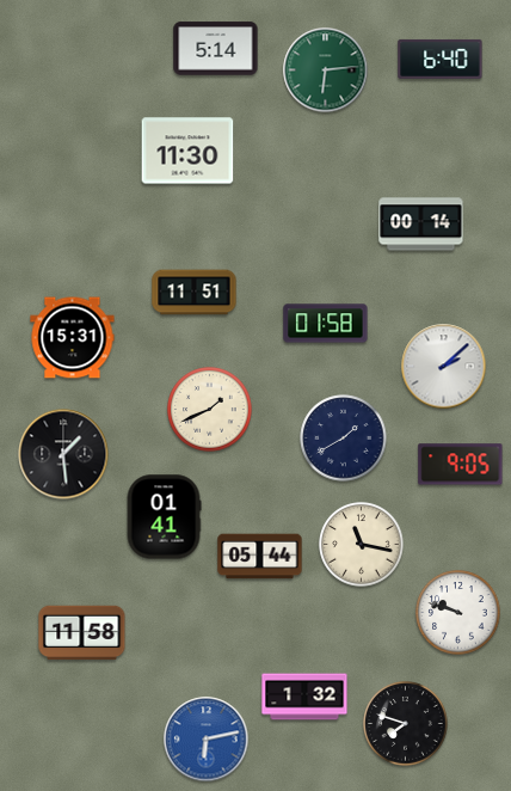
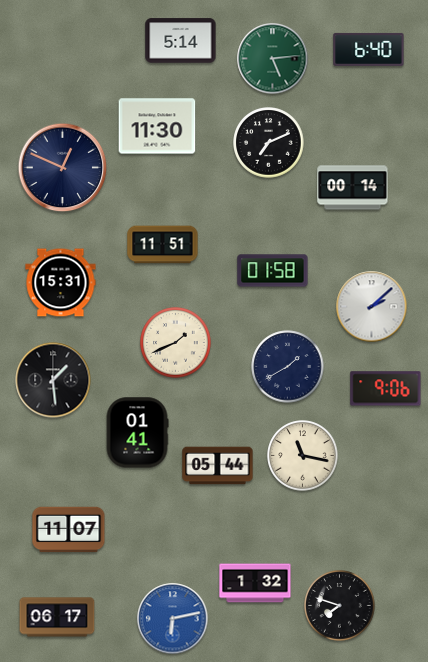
clock at (326, 70): 6:14 -> 5:14
clock at (269, 143): none -> 7:11
clock at (63, 168): none -> 12:49
clock at (461, 465): 9:05 -> 9:06
clock at (458, 613): 9:48 -> none
clock at (82, 633): 11:58 -> 11:07
clock at (57, 617): none -> 06:17
